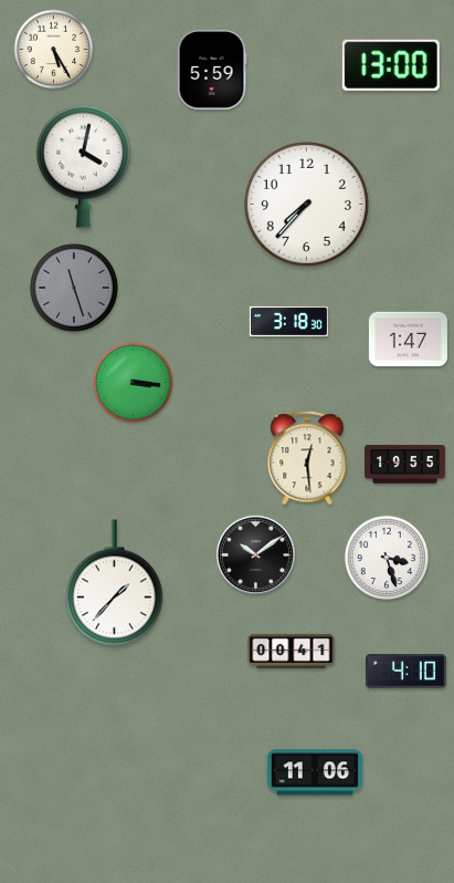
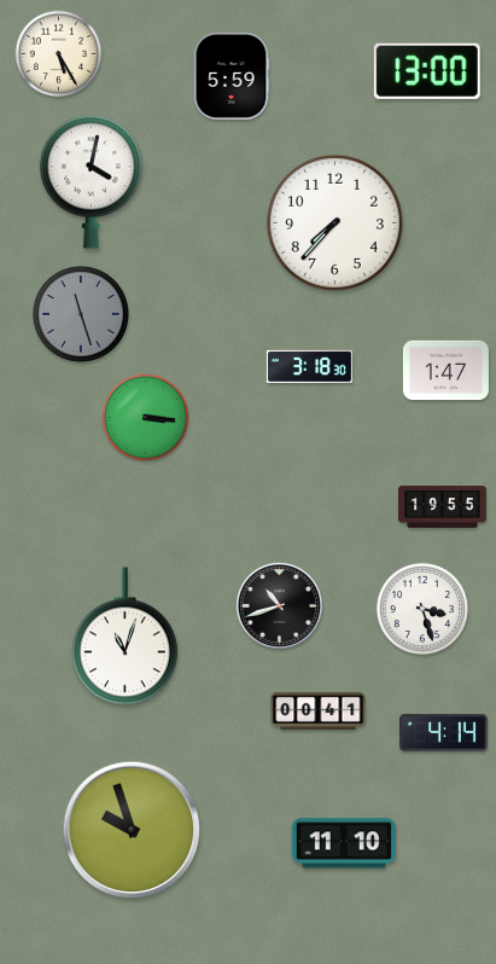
clock at (288, 321) position: (288, 321) -> (309, 366)
clock at (307, 458): 12:29 -> none
clock at (255, 554): 10:09 -> 10:42
clock at (114, 583): 1:37 -> 11:03
clock at (407, 672): 4:10 -> 4:14
clock at (132, 830): none -> 9:57
clock at (315, 772): 11:06 -> 11:10
